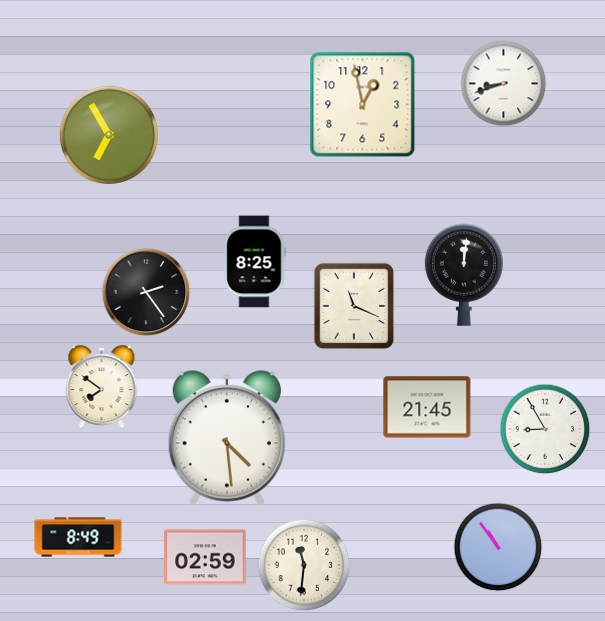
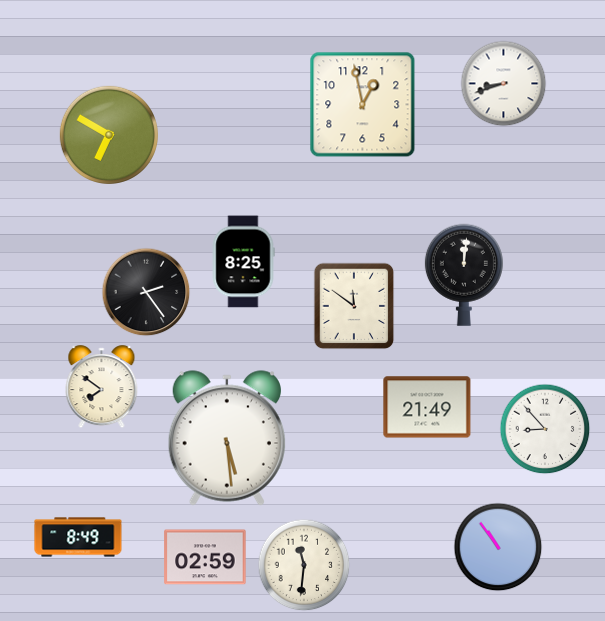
clock at (109, 135): 6:55 -> 6:50
clock at (254, 262) position: (254, 262) -> (243, 262)
clock at (354, 306): 11:19 -> 11:51
clock at (427, 407): 21:45 -> 21:49
clock at (545, 429): 8:55 -> 8:53
clock at (227, 438): 4:29 -> 5:29
